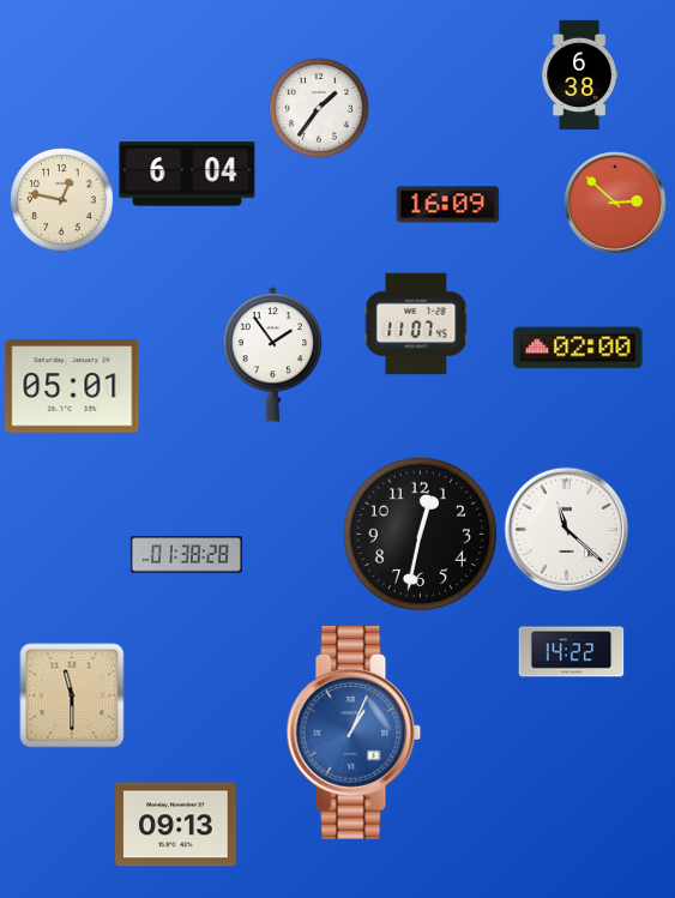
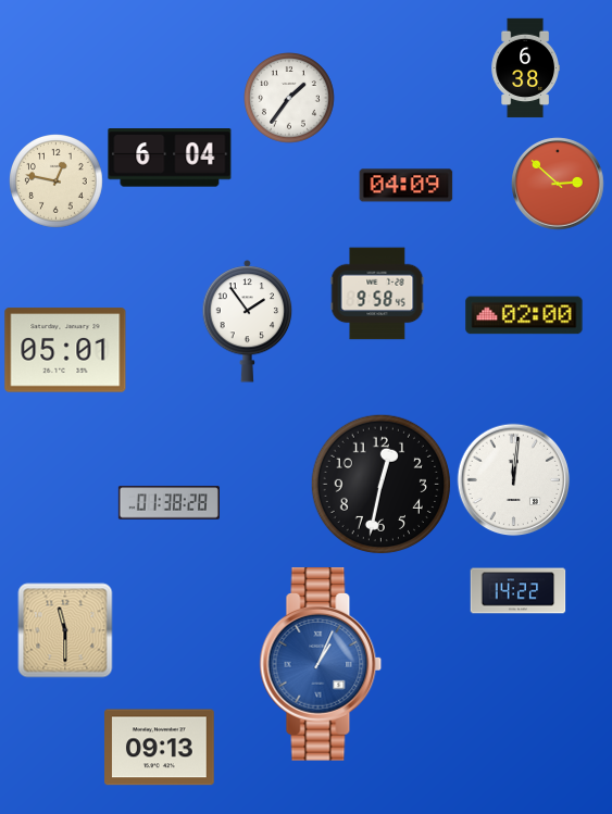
clock at (448, 205): 16:09 -> 04:09
clock at (416, 324): 11:07 -> 9:58
clock at (567, 530): 11:22 -> 12:01
